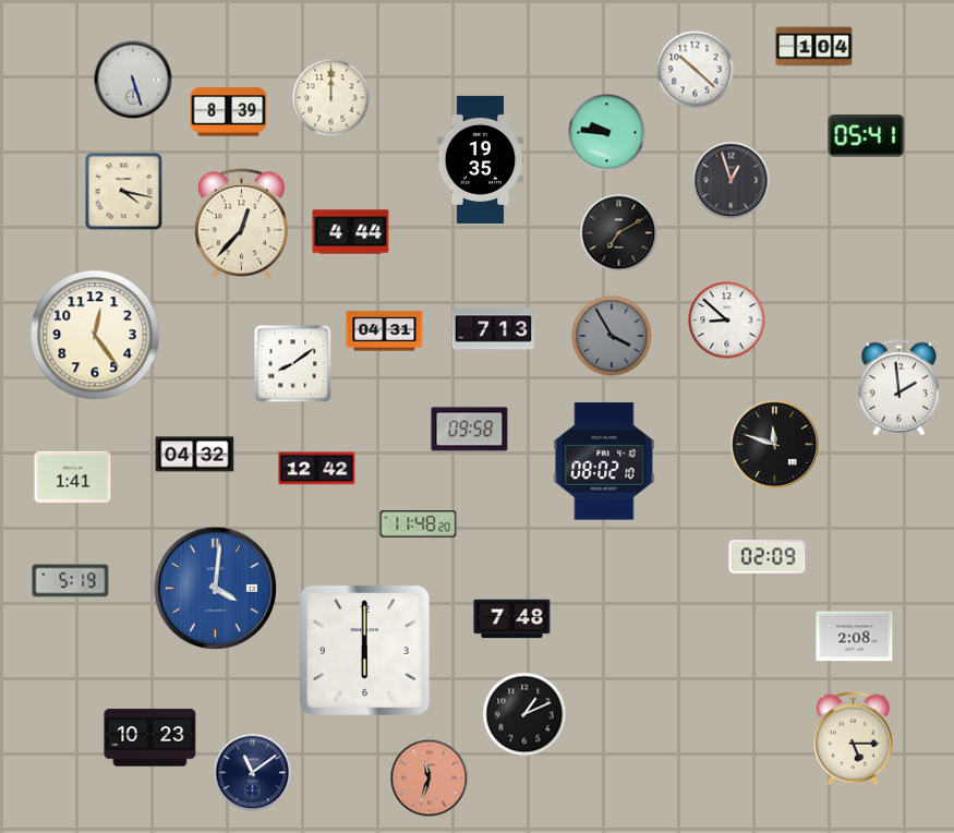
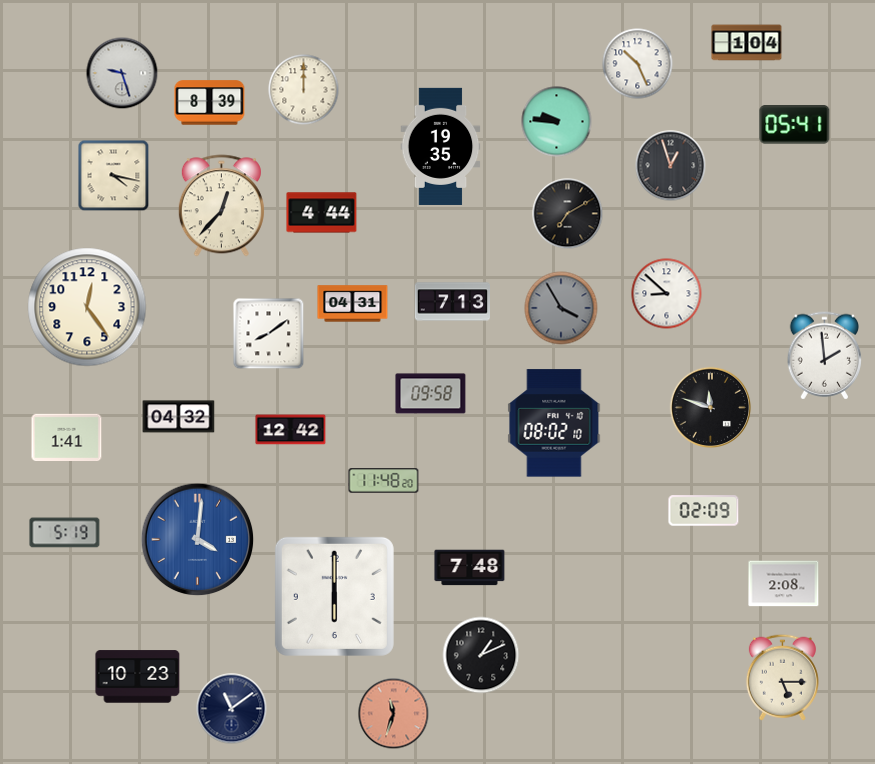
clock at (696, 70): 10:22 -> 10:26
clock at (133, 80): 5:27 -> 9:27
